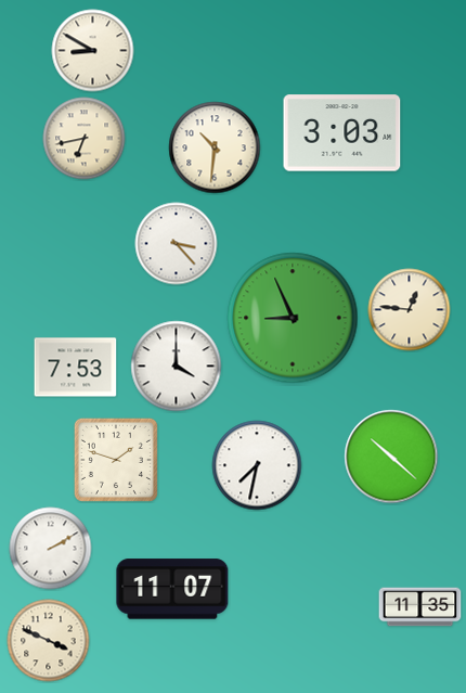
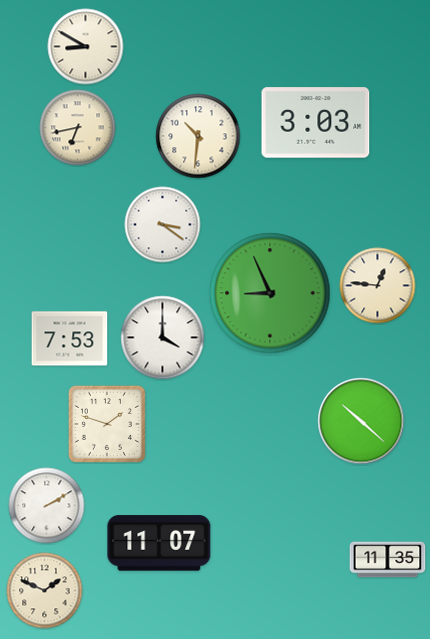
clock at (177, 244): 3:23 -> 3:21
clock at (257, 465): 7:32 -> none
clock at (49, 641): 3:49 -> 1:49
